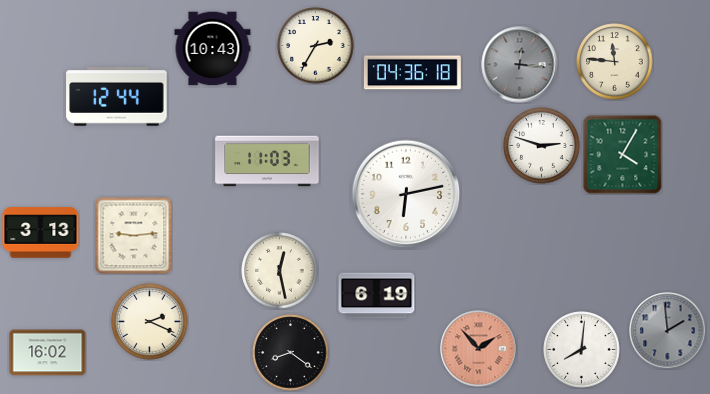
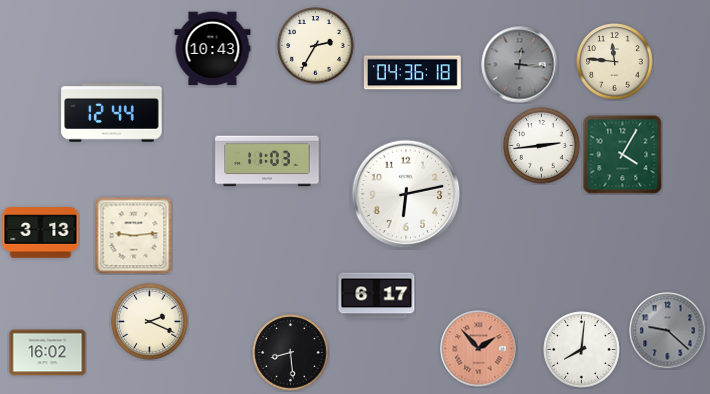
clock at (117, 97) position: (117, 97) -> (112, 113)
clock at (542, 146): 2:48 -> 2:44
clock at (280, 271): 12:28 -> none
clock at (377, 296): 6:19 -> 6:17
clock at (668, 331): 1:59 -> 9:22
clock at (291, 353): 8:21 -> 8:29
